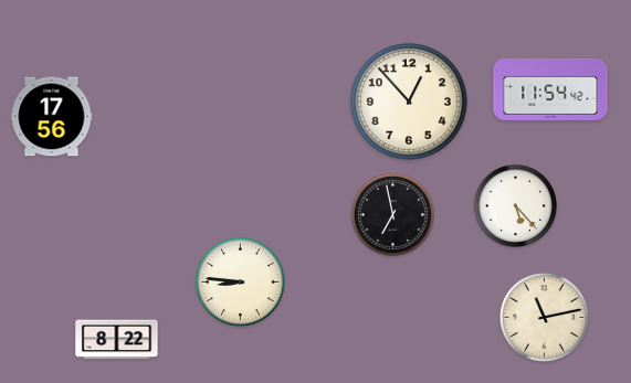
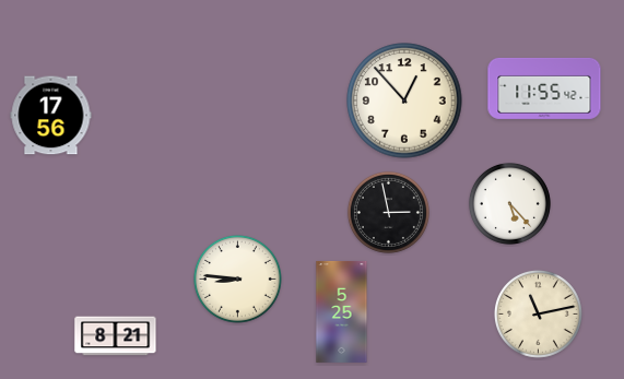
clock at (550, 89): 11:54 -> 11:55
clock at (392, 214): 6:58 -> 2:58
clock at (342, 311): none -> 5:25
clock at (117, 340): 8:22 -> 8:21
